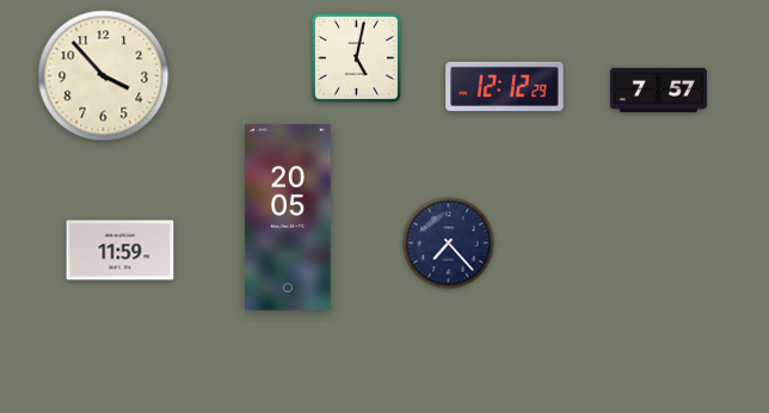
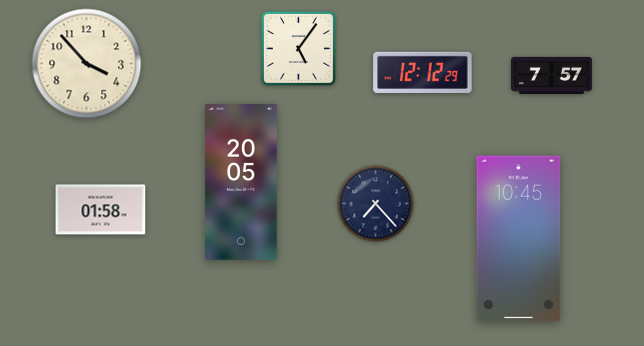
clock at (356, 57): 5:02 -> 5:06
clock at (121, 251): 11:59 -> 01:58
clock at (519, 239): none -> 10:45
